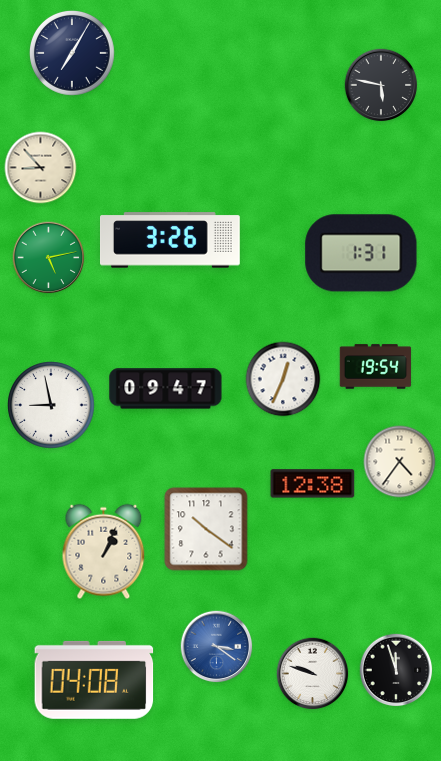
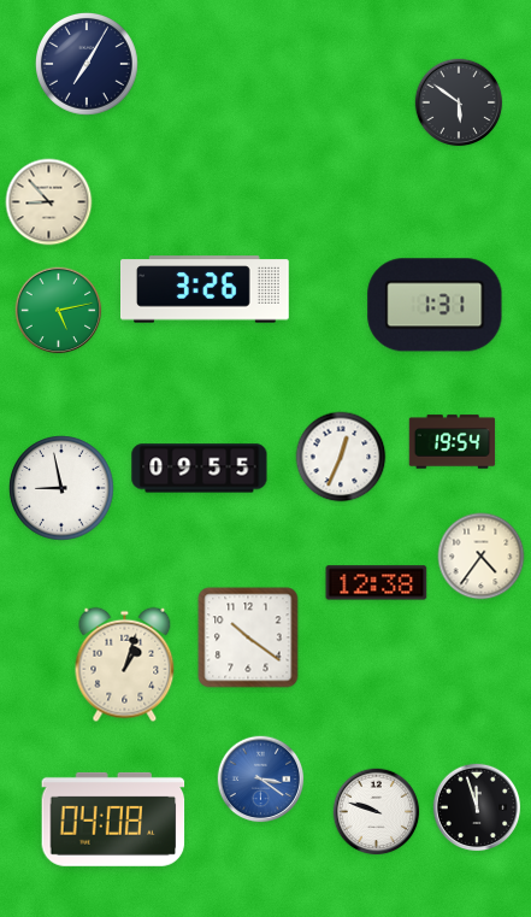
clock at (381, 85): 5:47 -> 5:51
clock at (166, 389): 09:47 -> 09:55
clock at (104, 552): 1:04 -> 1:03
